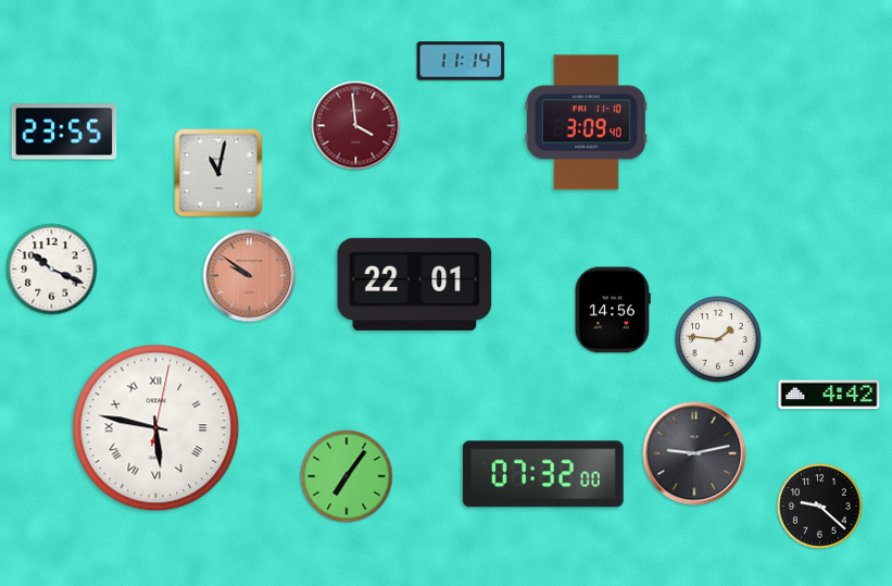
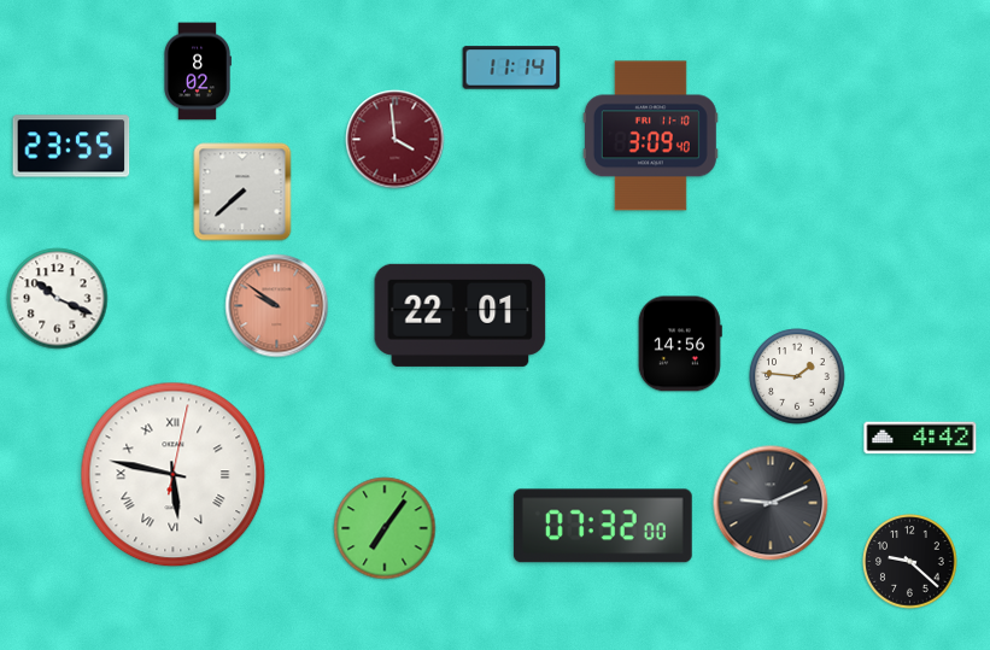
clock at (198, 71): none -> 8:02
clock at (218, 173): 11:02 -> 7:38
clock at (694, 453): 9:13 -> 9:11
